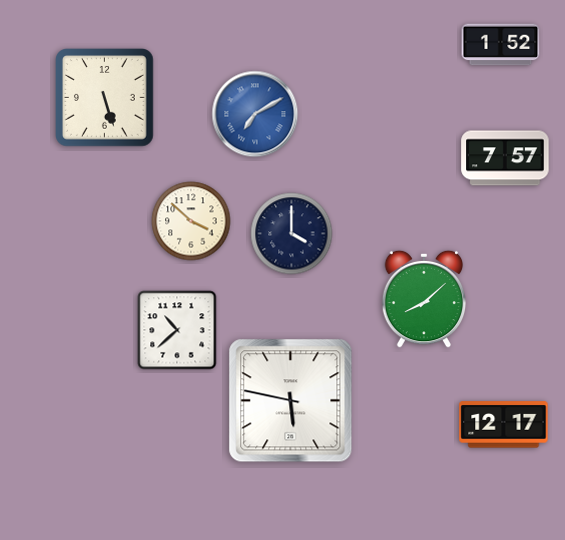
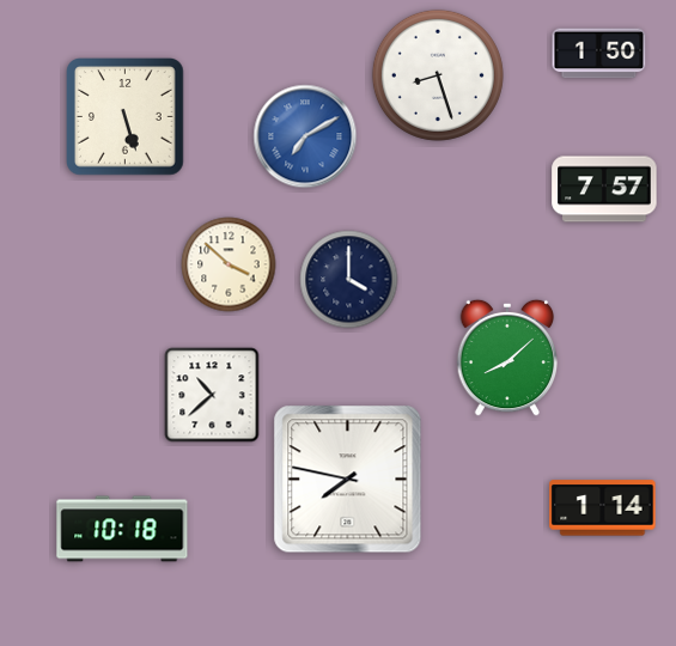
clock at (501, 45): 1:52 -> 1:50
clock at (438, 75): none -> 8:27
clock at (291, 401): 5:47 -> 7:47
clock at (504, 425): 12:17 -> 1:14
clock at (122, 529): none -> 10:18
